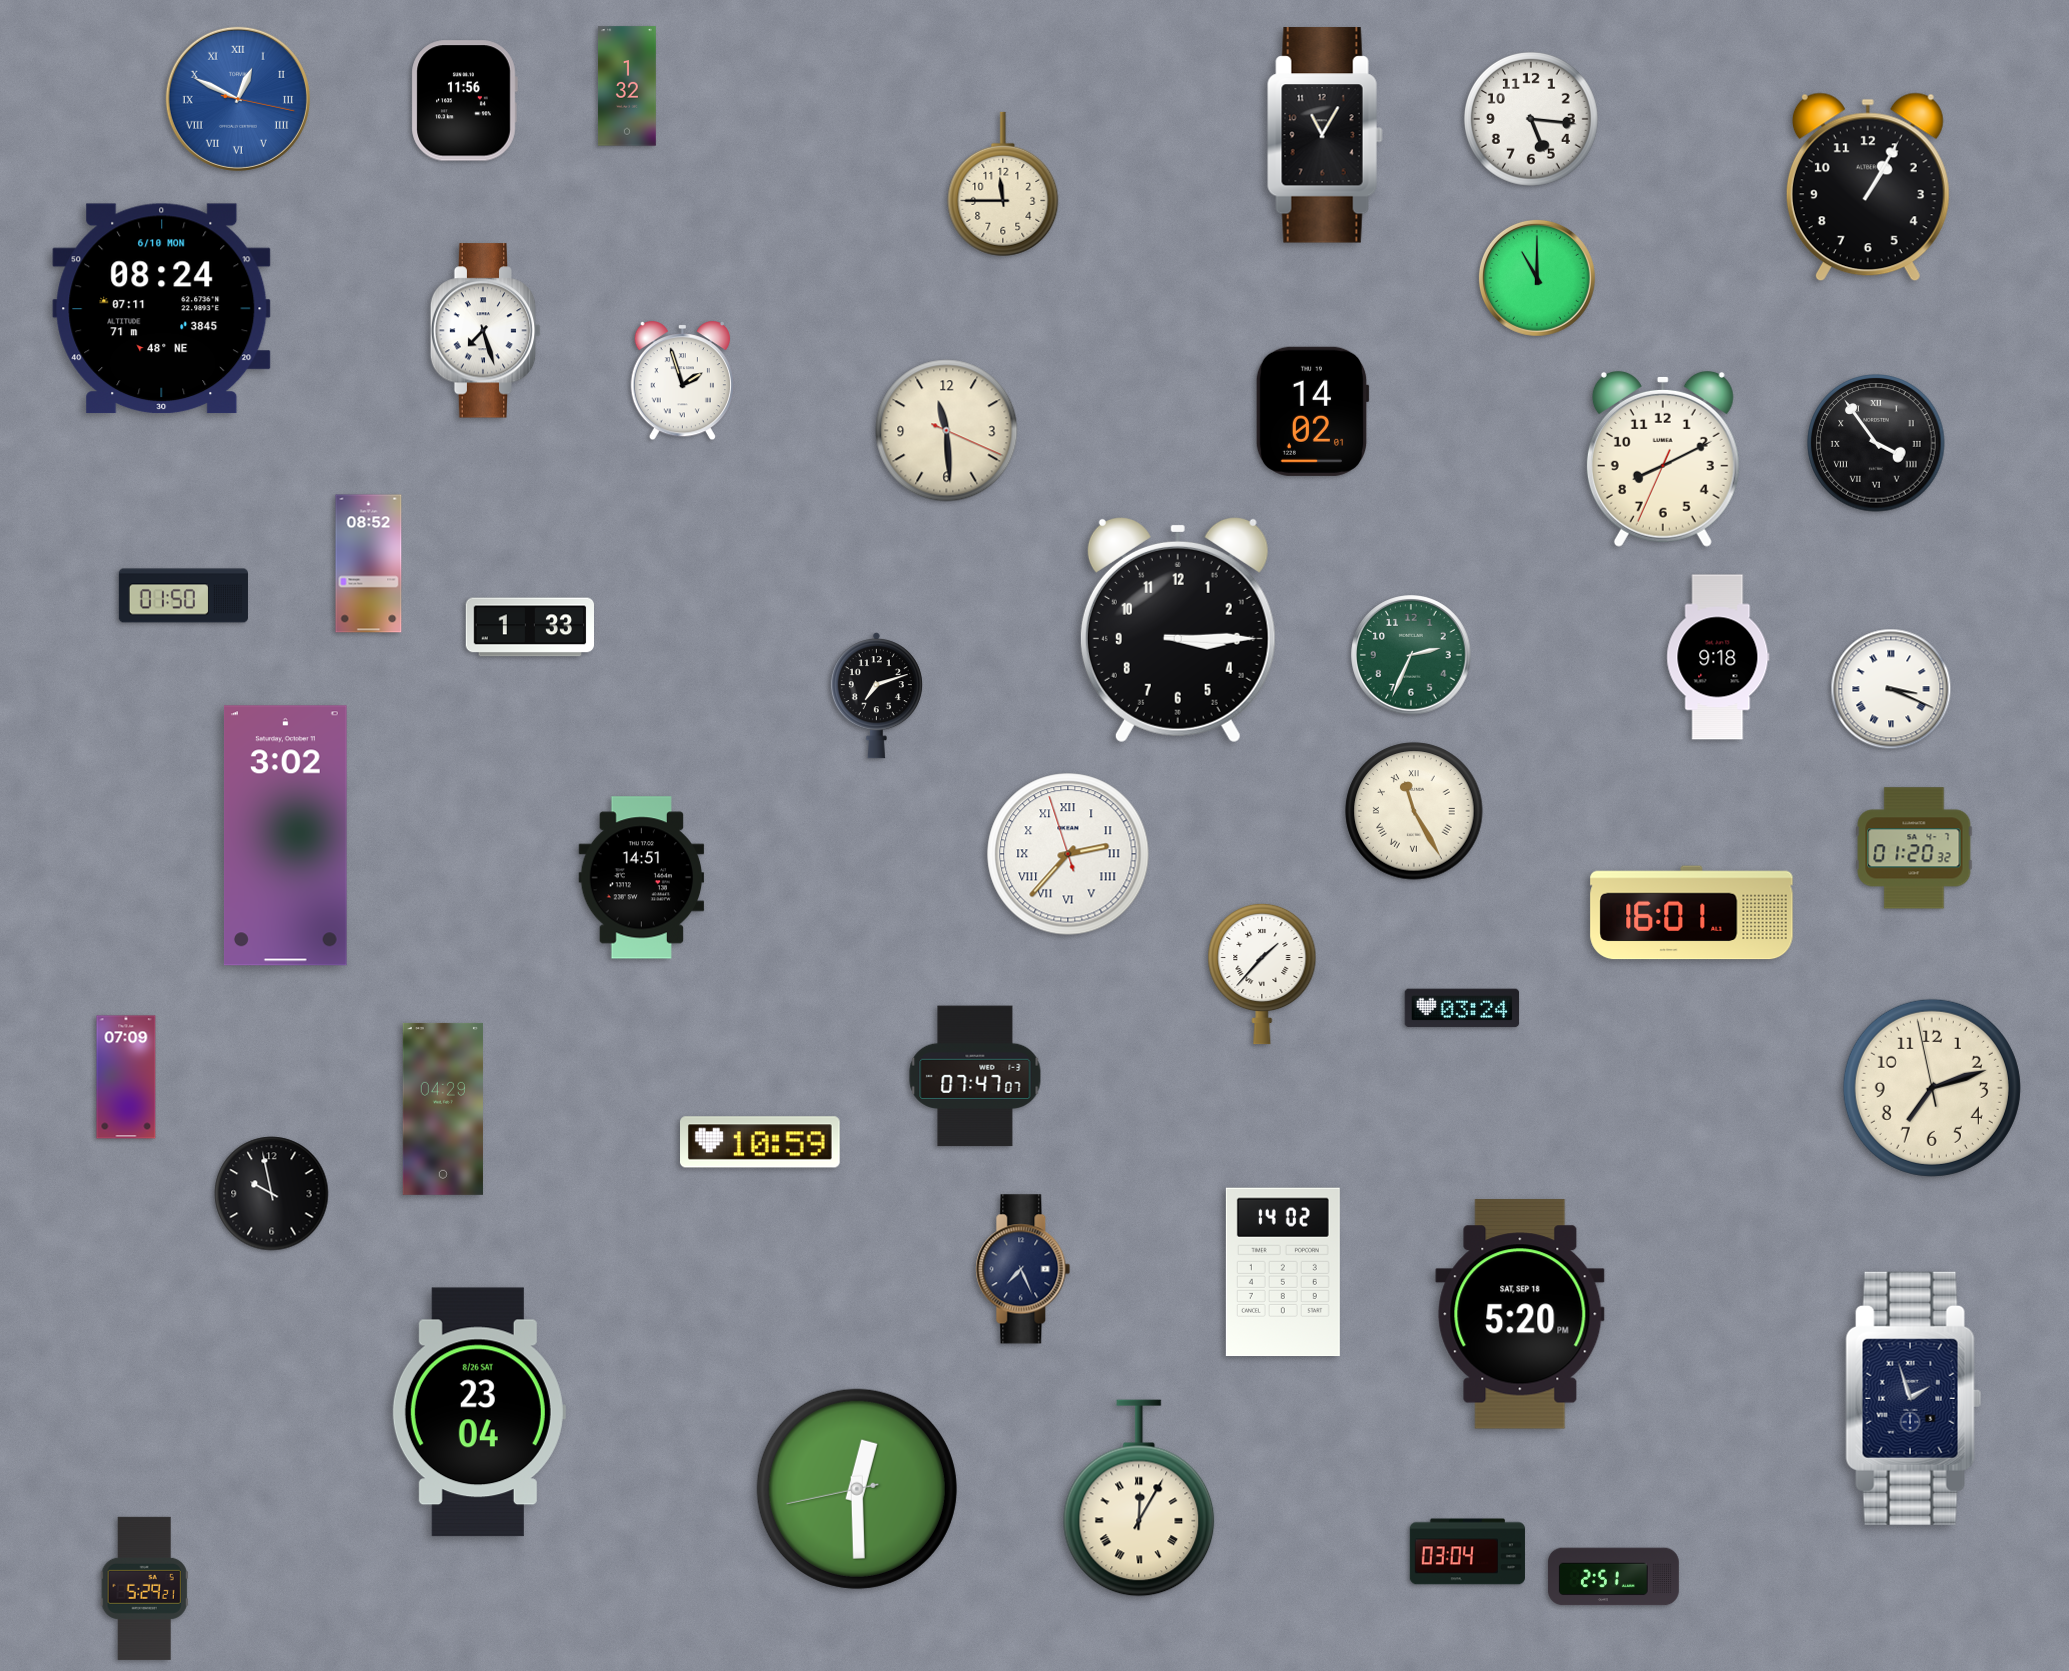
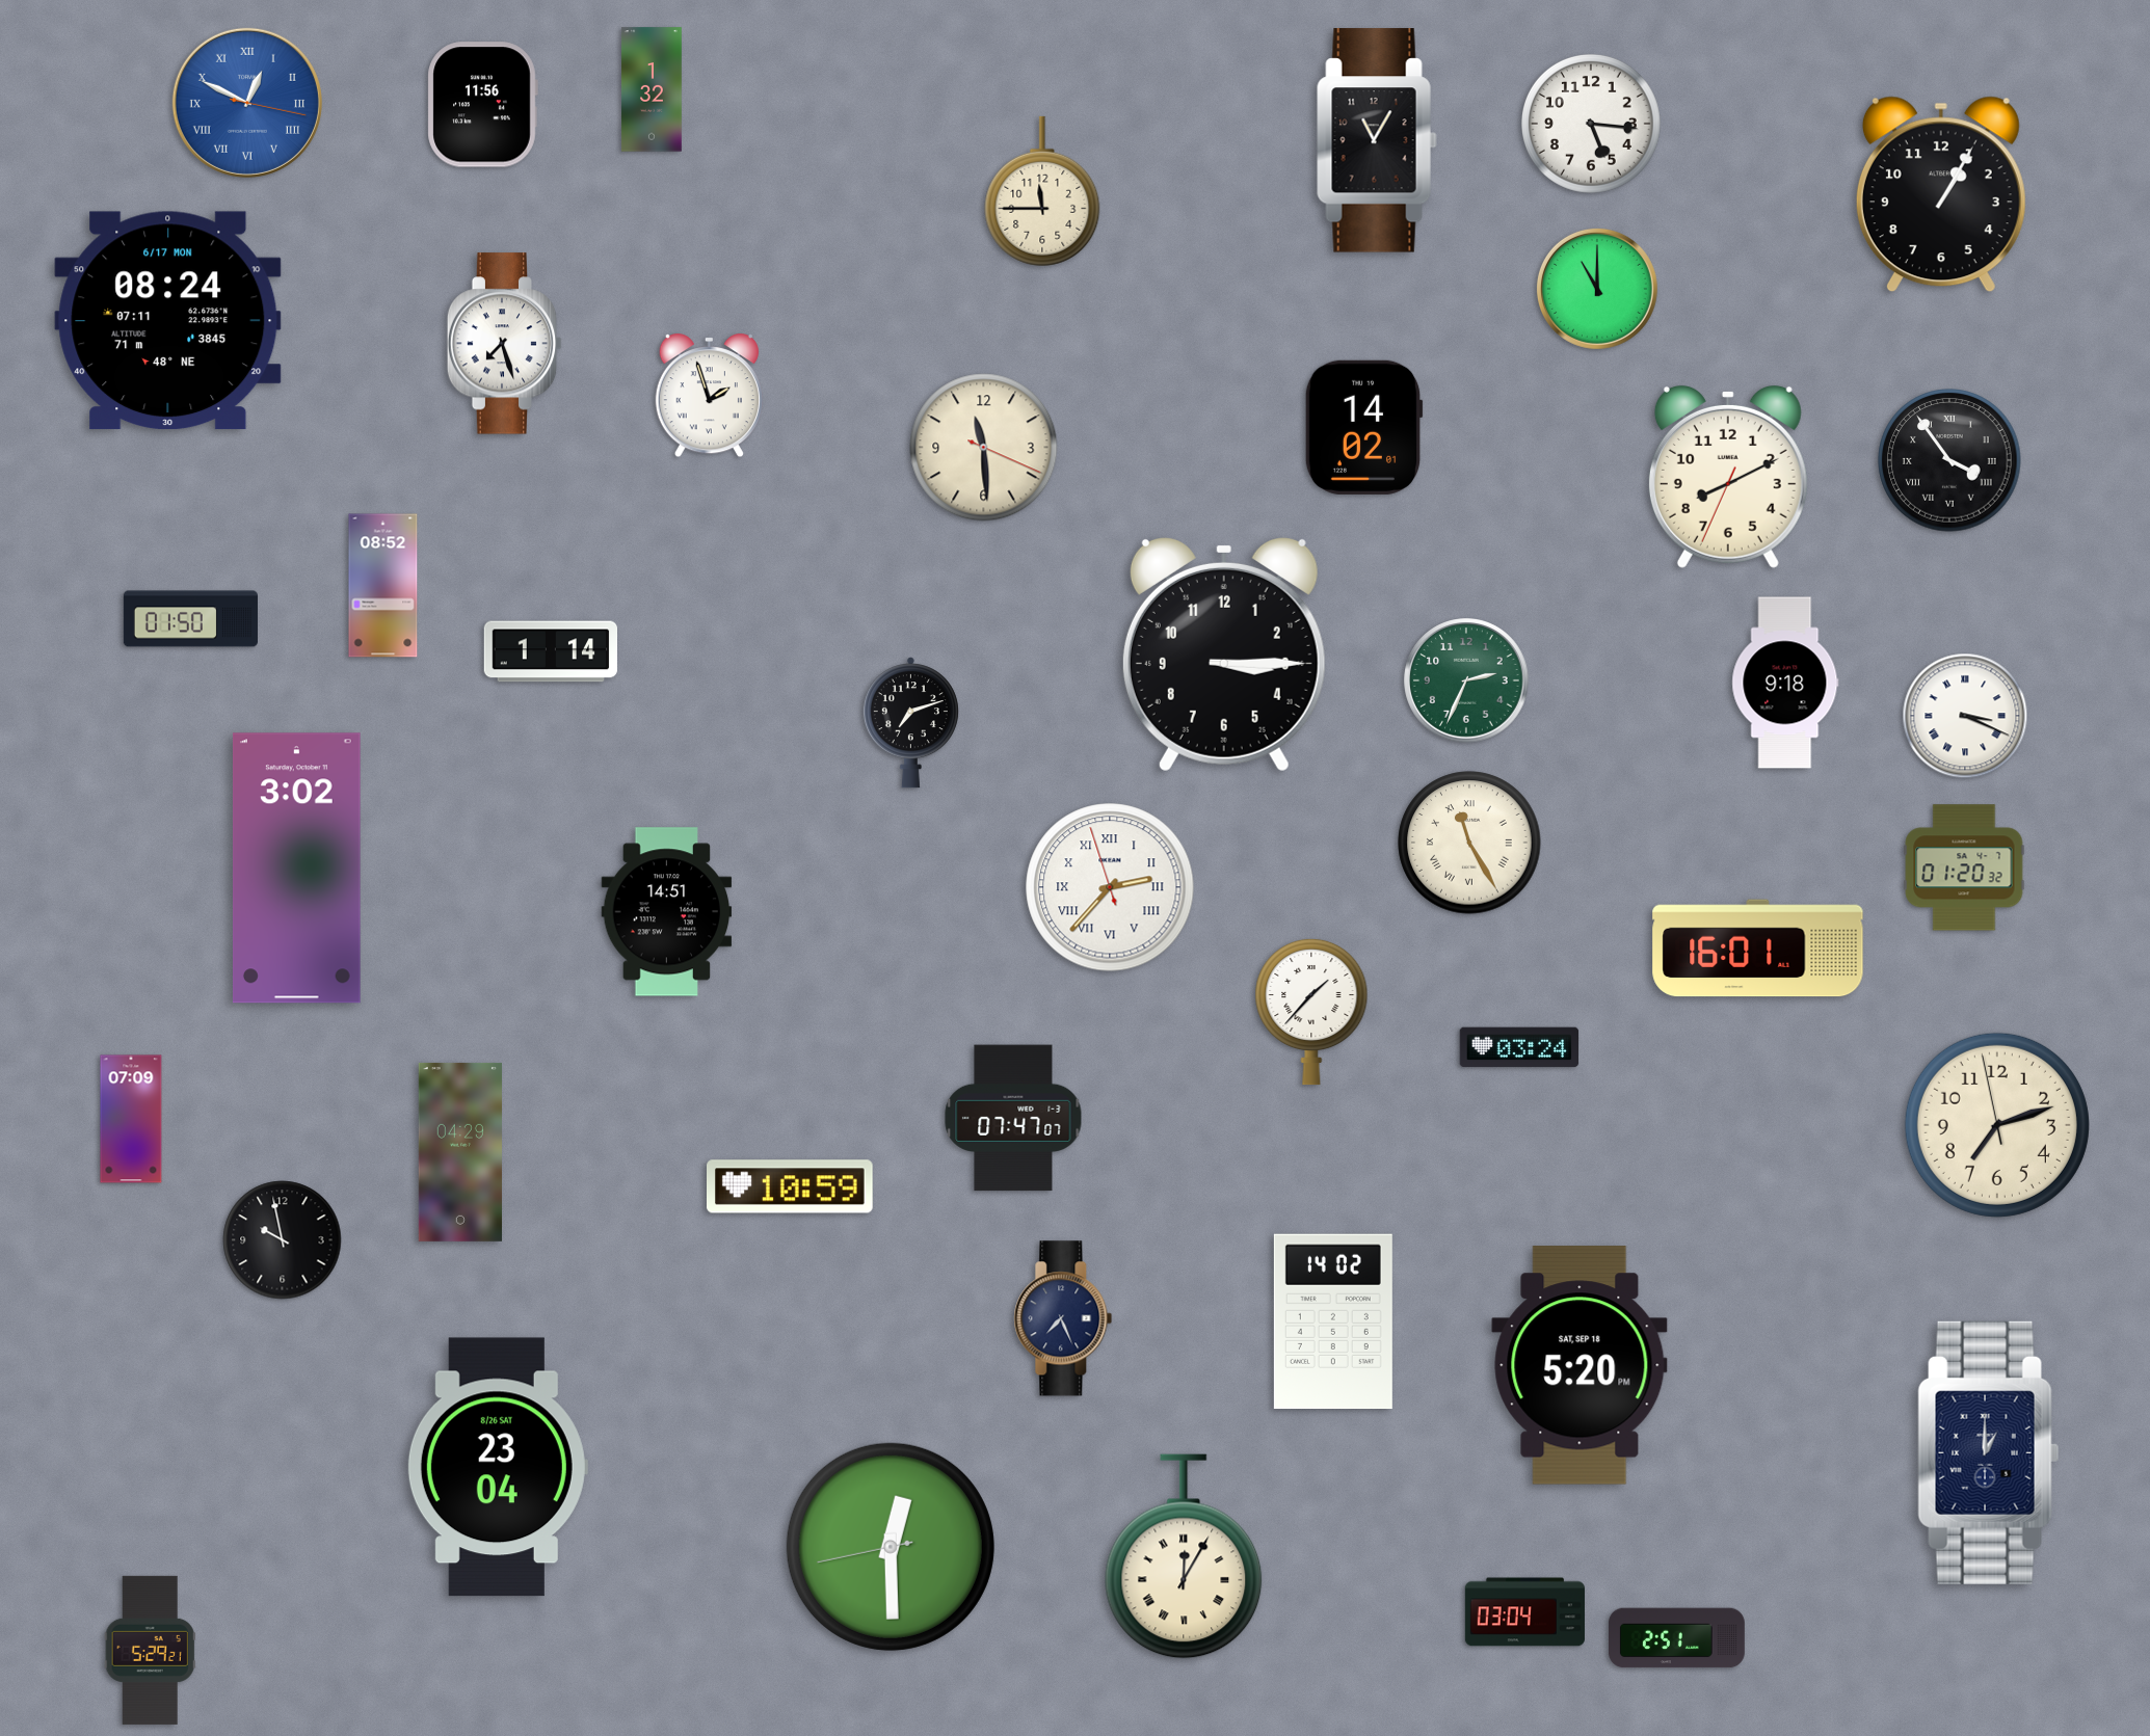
clock at (162, 309) date: 6/10 MON -> 6/17 MON
clock at (530, 627): 1:33 -> 1:14
clock at (1914, 848) position: (1914, 848) -> (1964, 867)
clock at (1932, 1088) position: (1932, 1088) -> (1997, 1125)
clock at (1914, 1398): 1:57 -> 1:00
